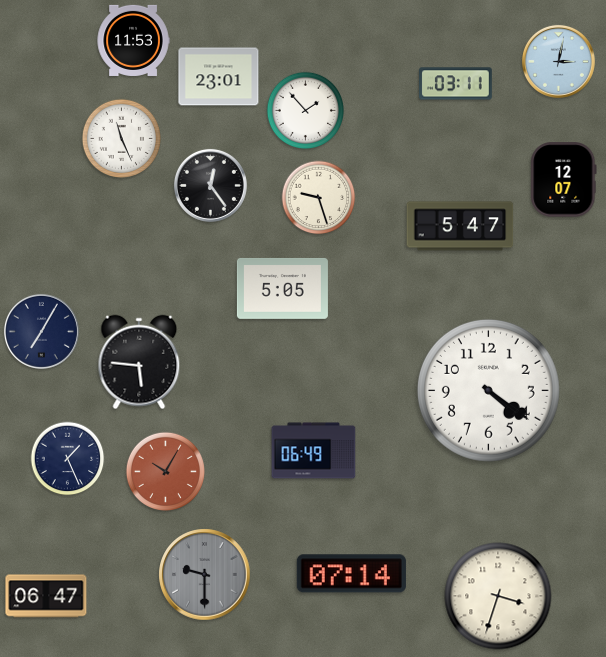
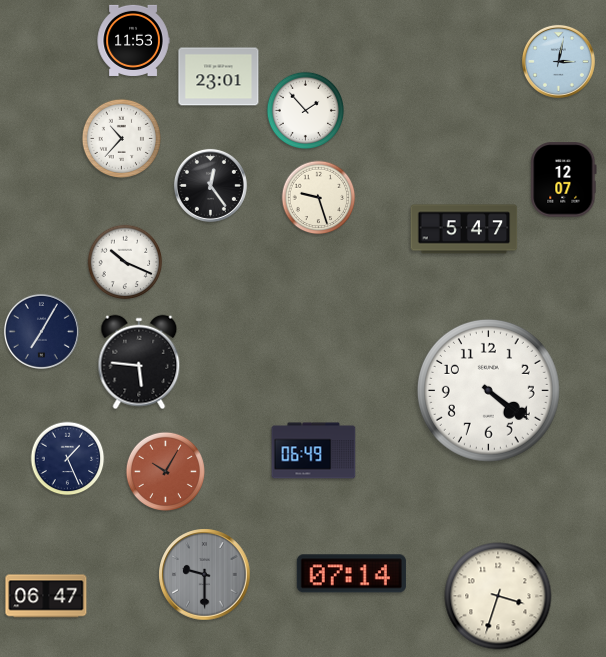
clock at (456, 84): 03:11 -> none
clock at (121, 138): 11:26 -> 10:37
clock at (460, 226) position: (460, 226) -> (464, 229)
clock at (125, 262): none -> 10:19
clock at (282, 288): 5:05 -> none
